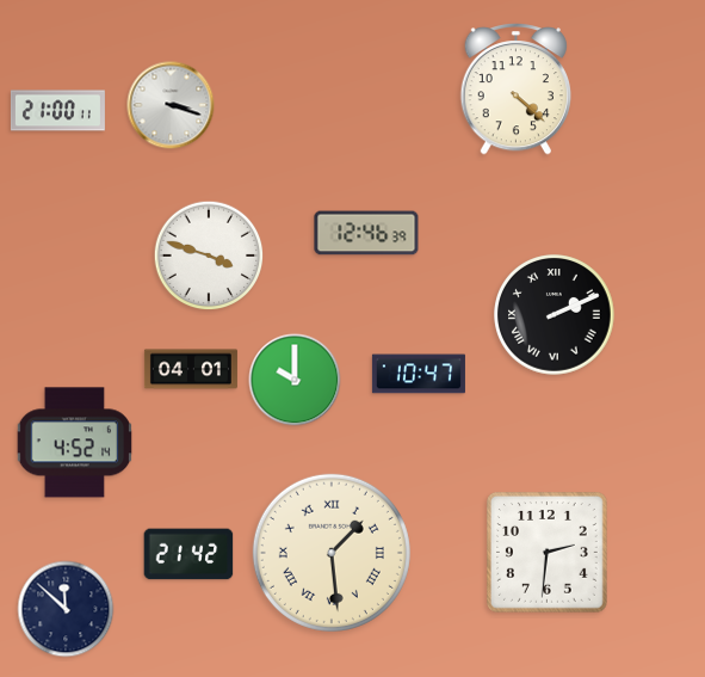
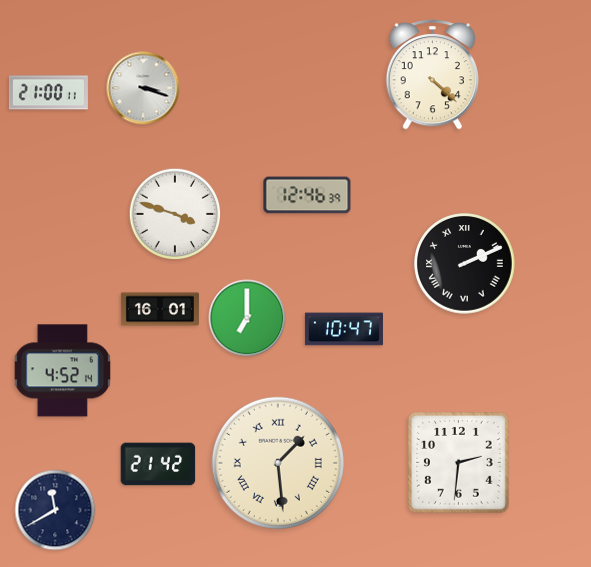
clock at (191, 369): 04:01 -> 16:01
clock at (419, 374) position: (419, 374) -> (344, 329)
clock at (295, 380): 10:00 -> 7:00
clock at (66, 609): 11:52 -> 11:40
